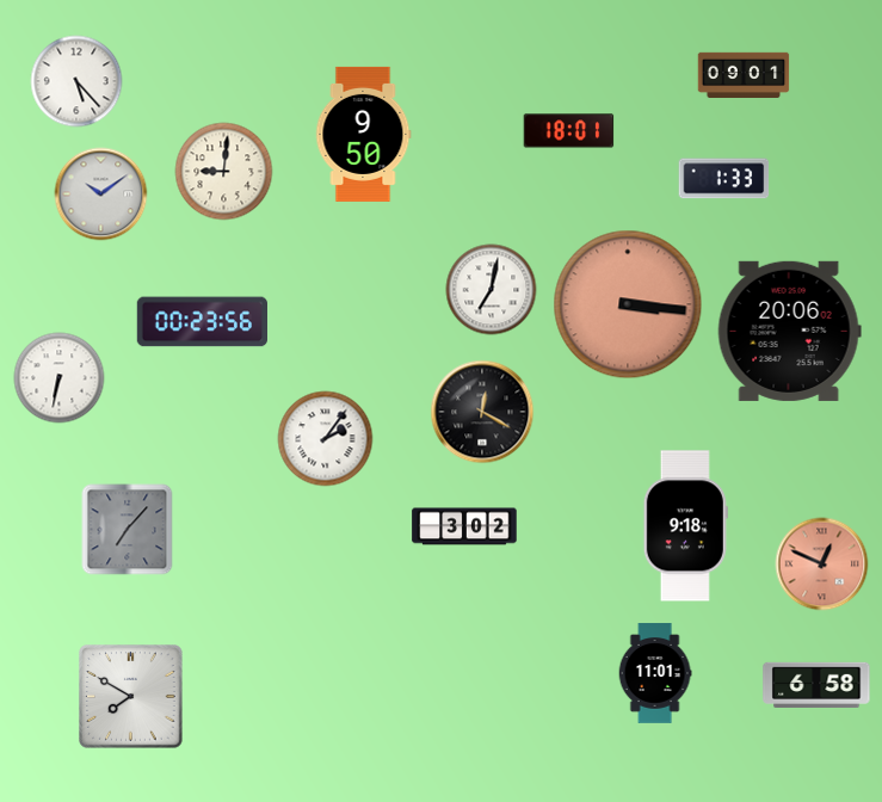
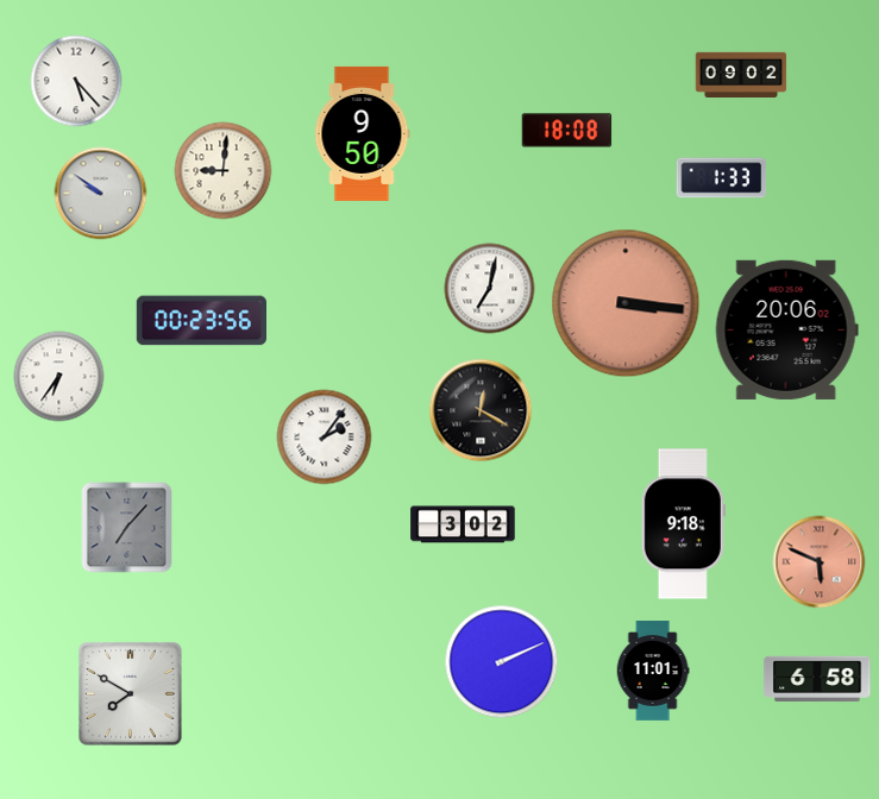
clock at (744, 74): 09:01 -> 09:02
clock at (569, 131): 18:01 -> 18:08
clock at (101, 195): 10:09 -> 9:51
clock at (60, 378): 6:32 -> 6:36
clock at (822, 565): 12:49 -> 5:49
clock at (502, 662): none -> 2:11
clock at (816, 684) position: (816, 684) -> (817, 678)
